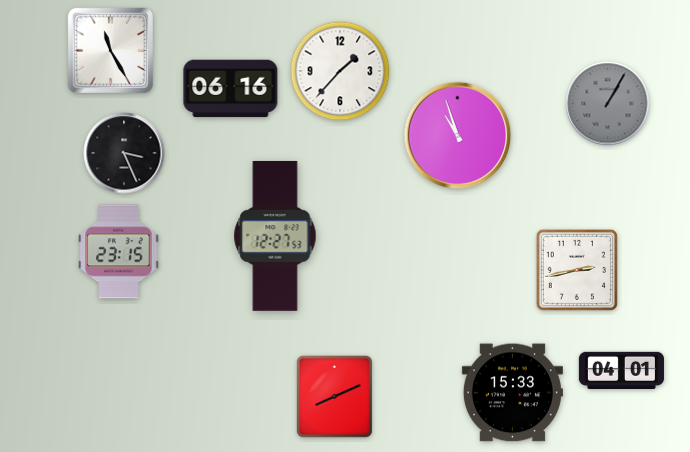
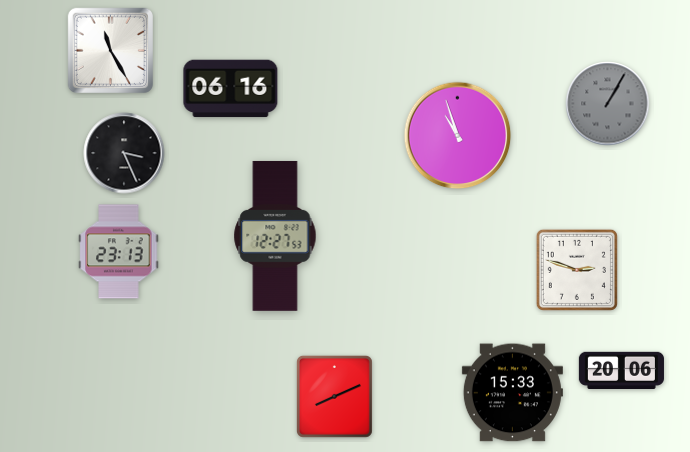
clock at (340, 71): 1:37 -> none
clock at (119, 252): 23:15 -> 23:13
clock at (577, 270): 2:43 -> 2:48
clock at (621, 370): 04:01 -> 20:06
